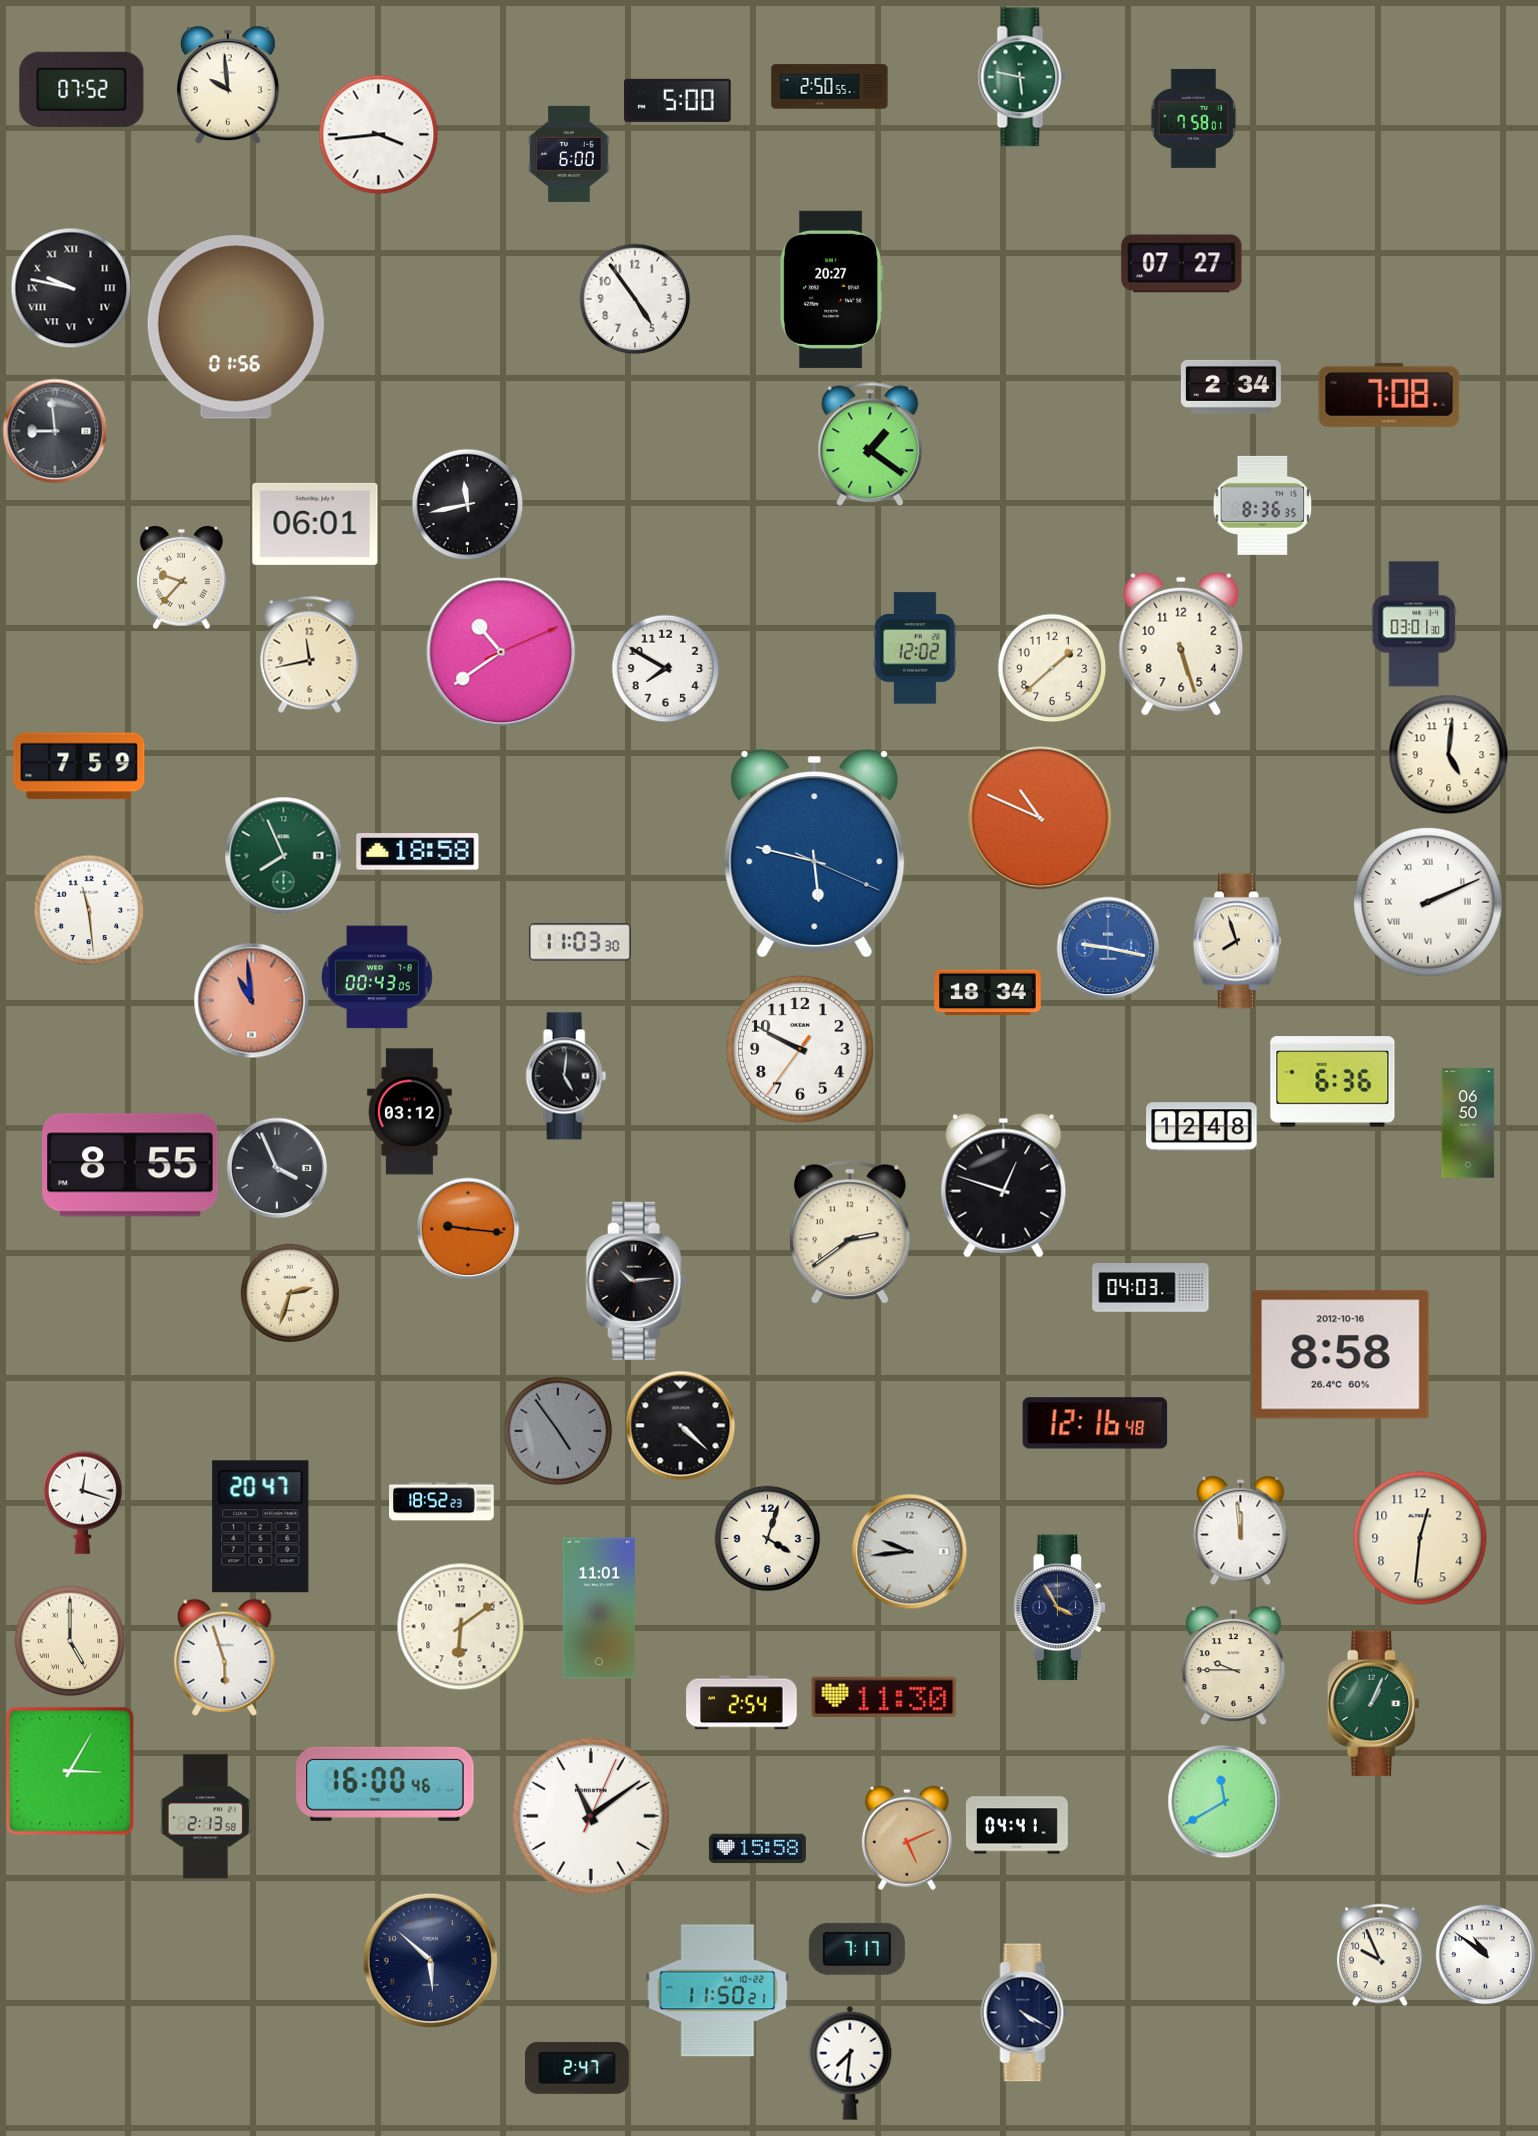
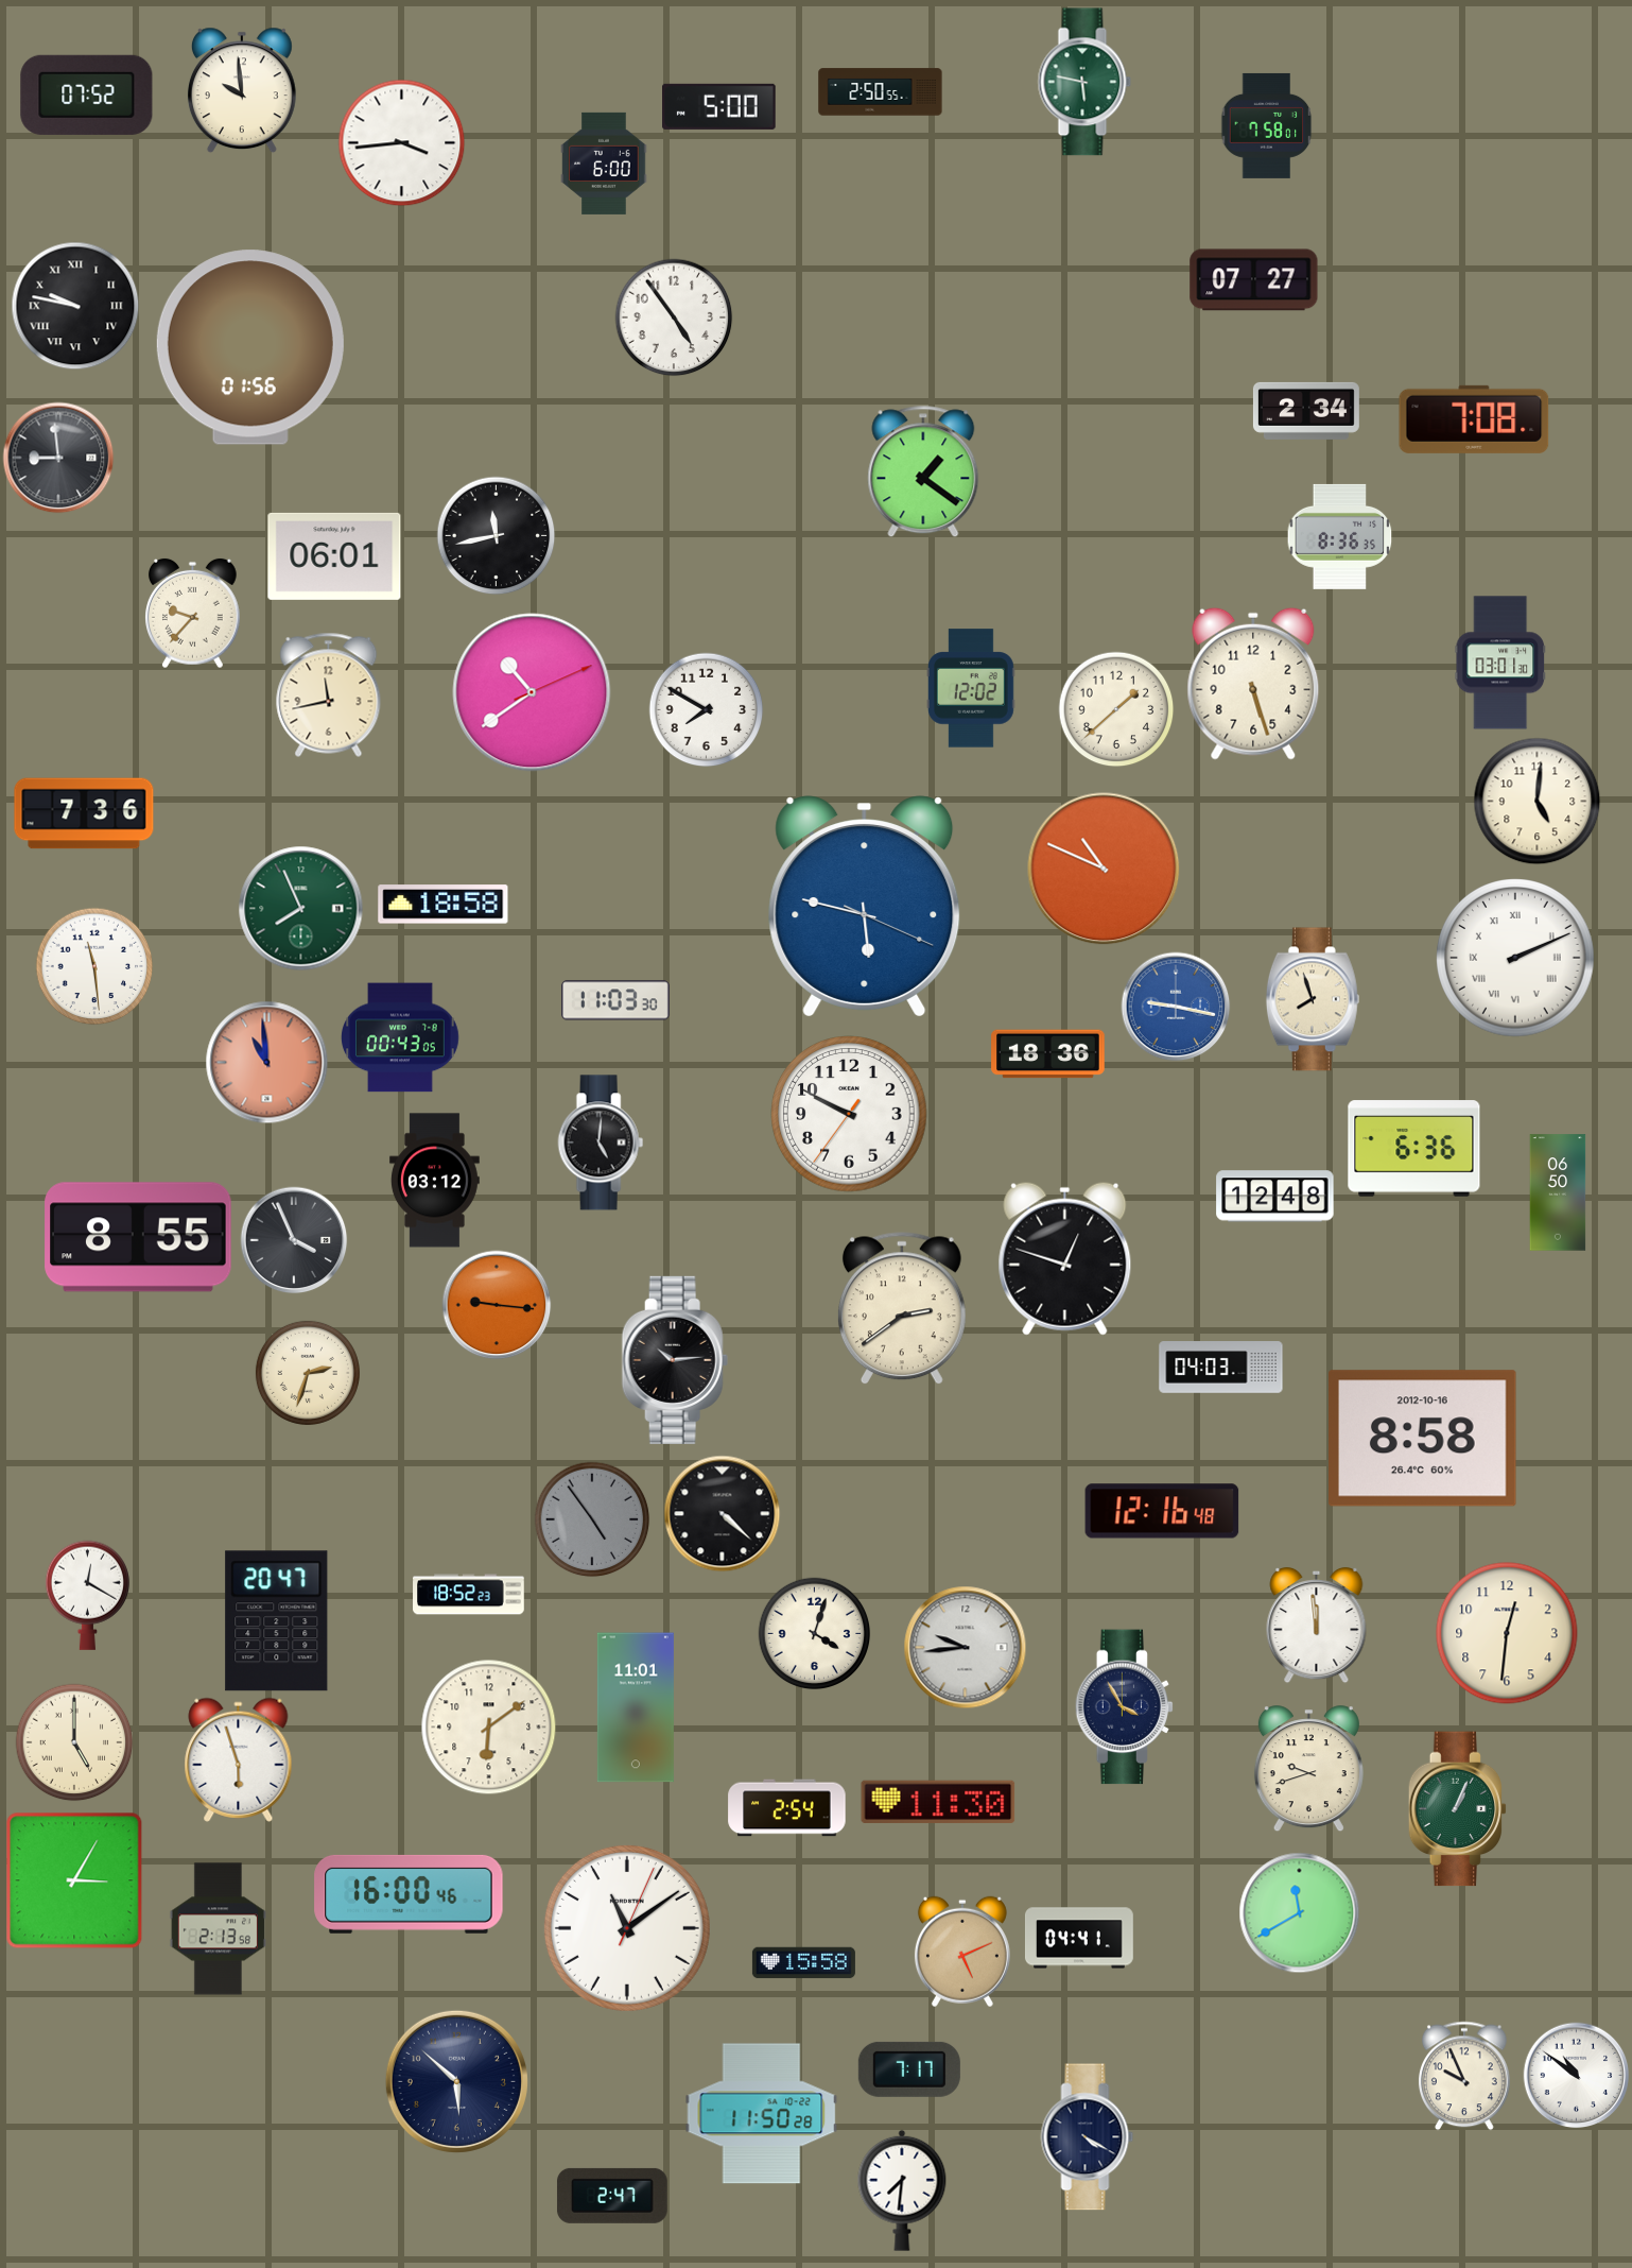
clock at (832, 289): 20:27 -> none
clock at (79, 766): 7:59 -> 7:36
clock at (988, 993): 18:34 -> 18:36
clock at (82, 1502): 12:18 -> 12:20
clock at (1233, 1666): 9:45 -> 9:42
clock at (718, 1991): 11:50:21 -> 11:50:28
